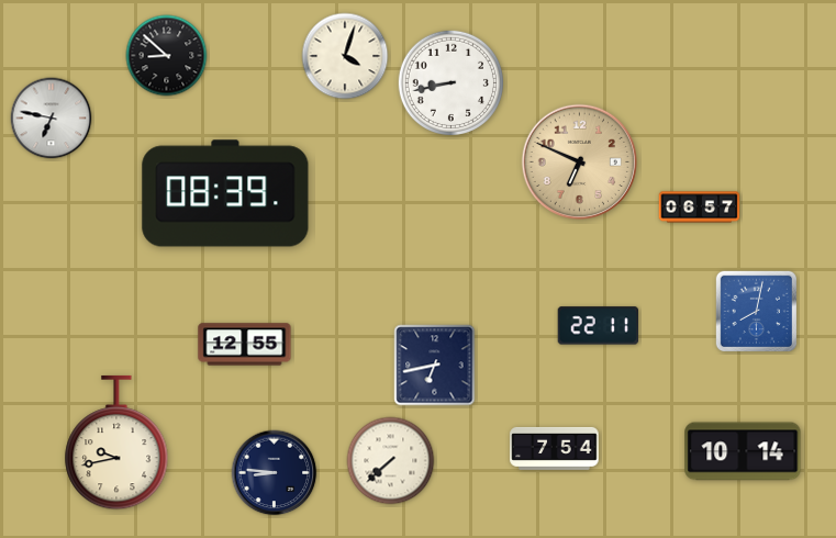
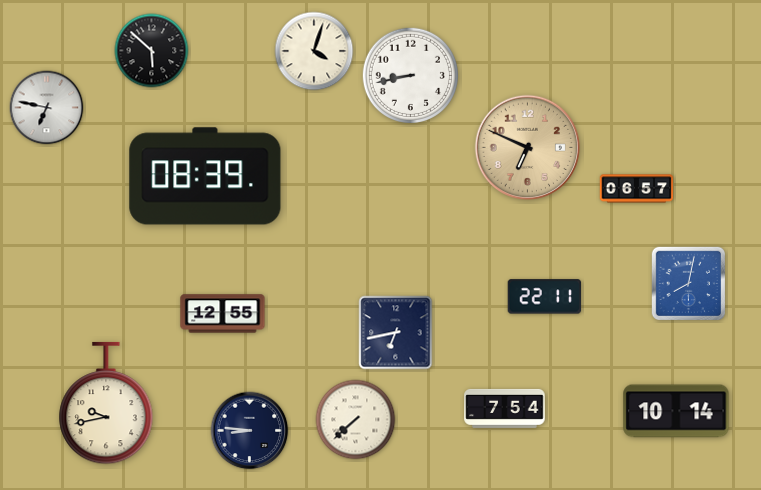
clock at (167, 56): 8:52 -> 5:52
